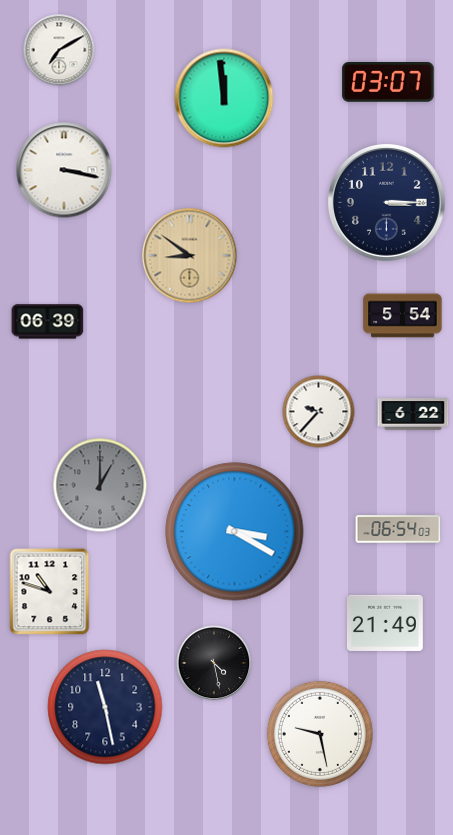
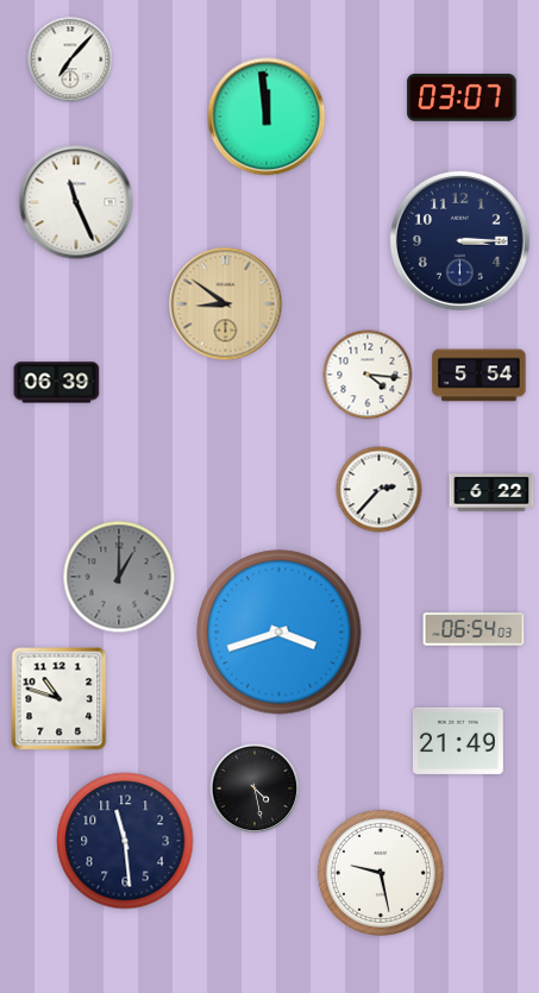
clock at (59, 50): 7:10 -> 7:07
clock at (64, 170): 3:17 -> 11:26
clock at (368, 375): none -> 4:16
clock at (319, 412): 9:37 -> 2:37
clock at (235, 532): 3:20 -> 3:42
clock at (50, 592) position: (50, 592) -> (59, 699)
clock at (105, 707): 11:28 -> 11:29
